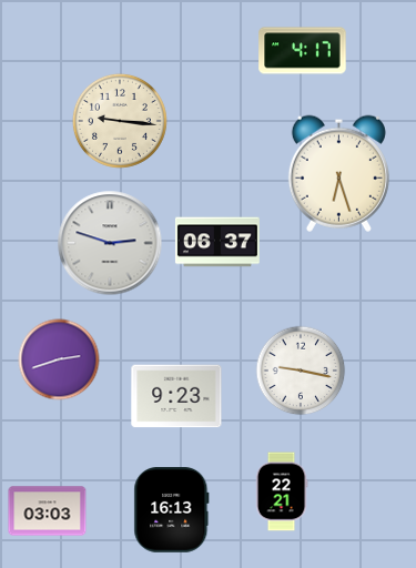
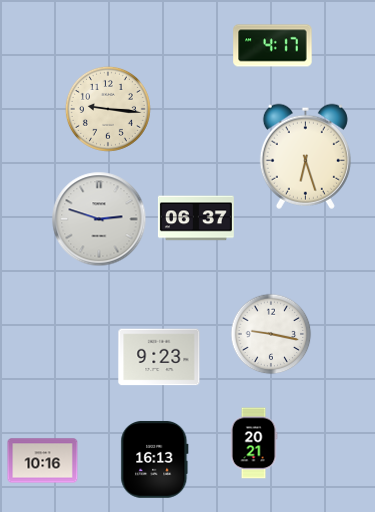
clock at (59, 359): 2:42 -> none
clock at (282, 491): 22:21 -> 20:21
clock at (48, 511): 03:03 -> 10:16
